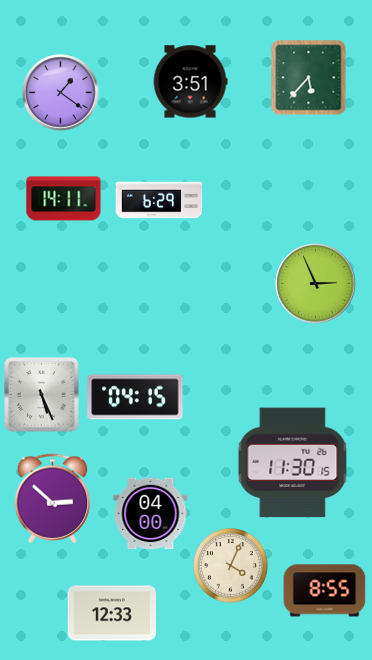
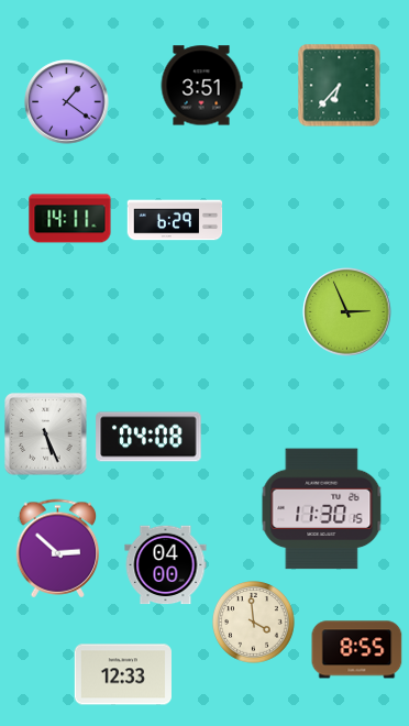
clock at (309, 78): 5:37 -> 6:37
clock at (190, 82) position: (190, 82) -> (201, 86)
clock at (135, 397): 04:15 -> 04:08
clock at (231, 566): 4:04 -> 3:59
